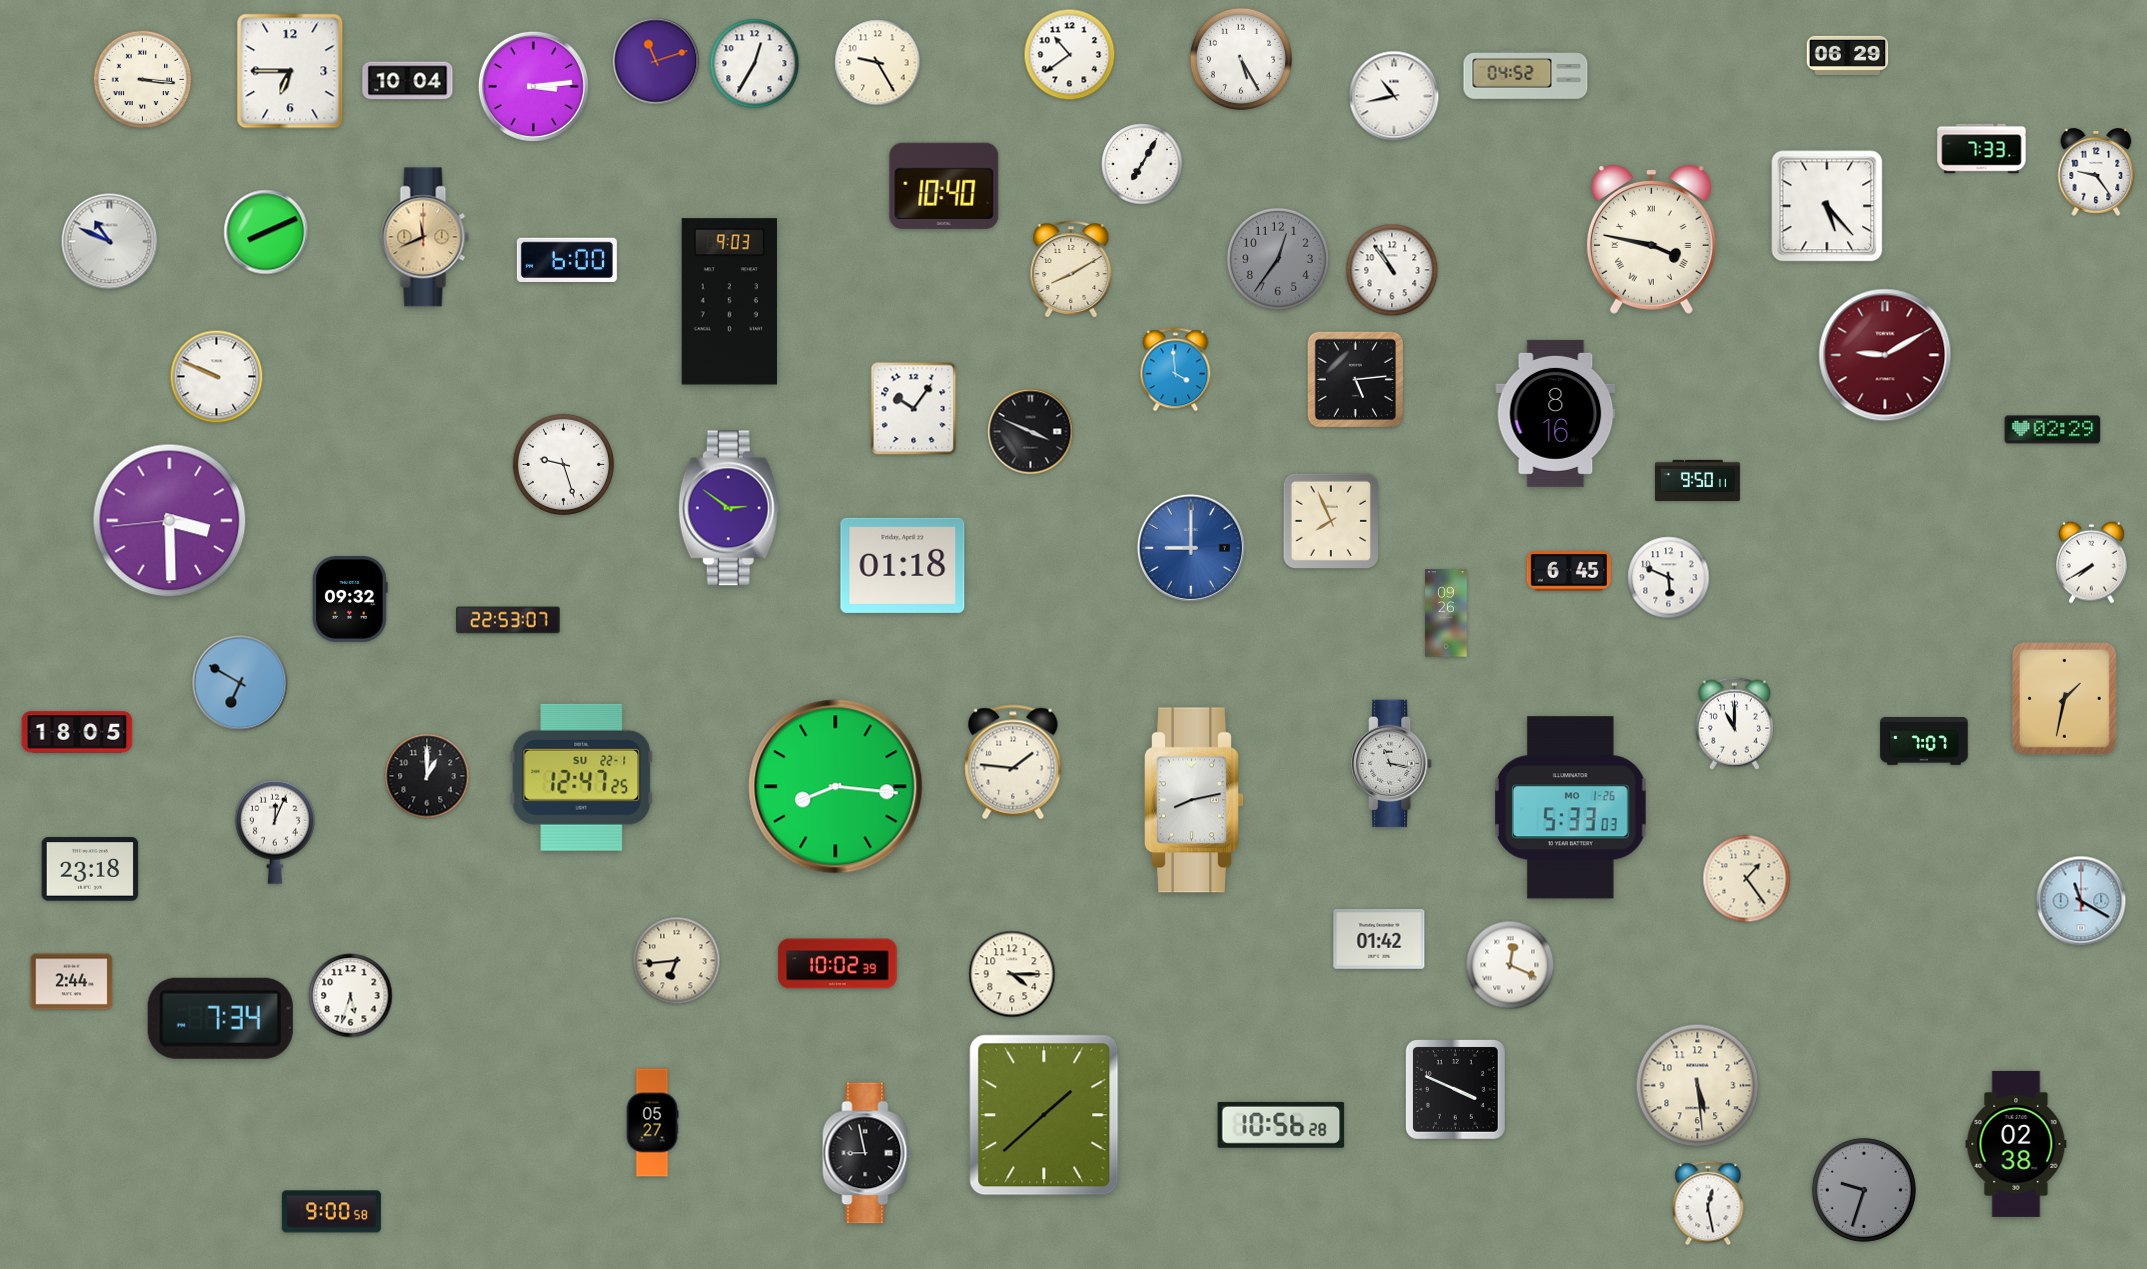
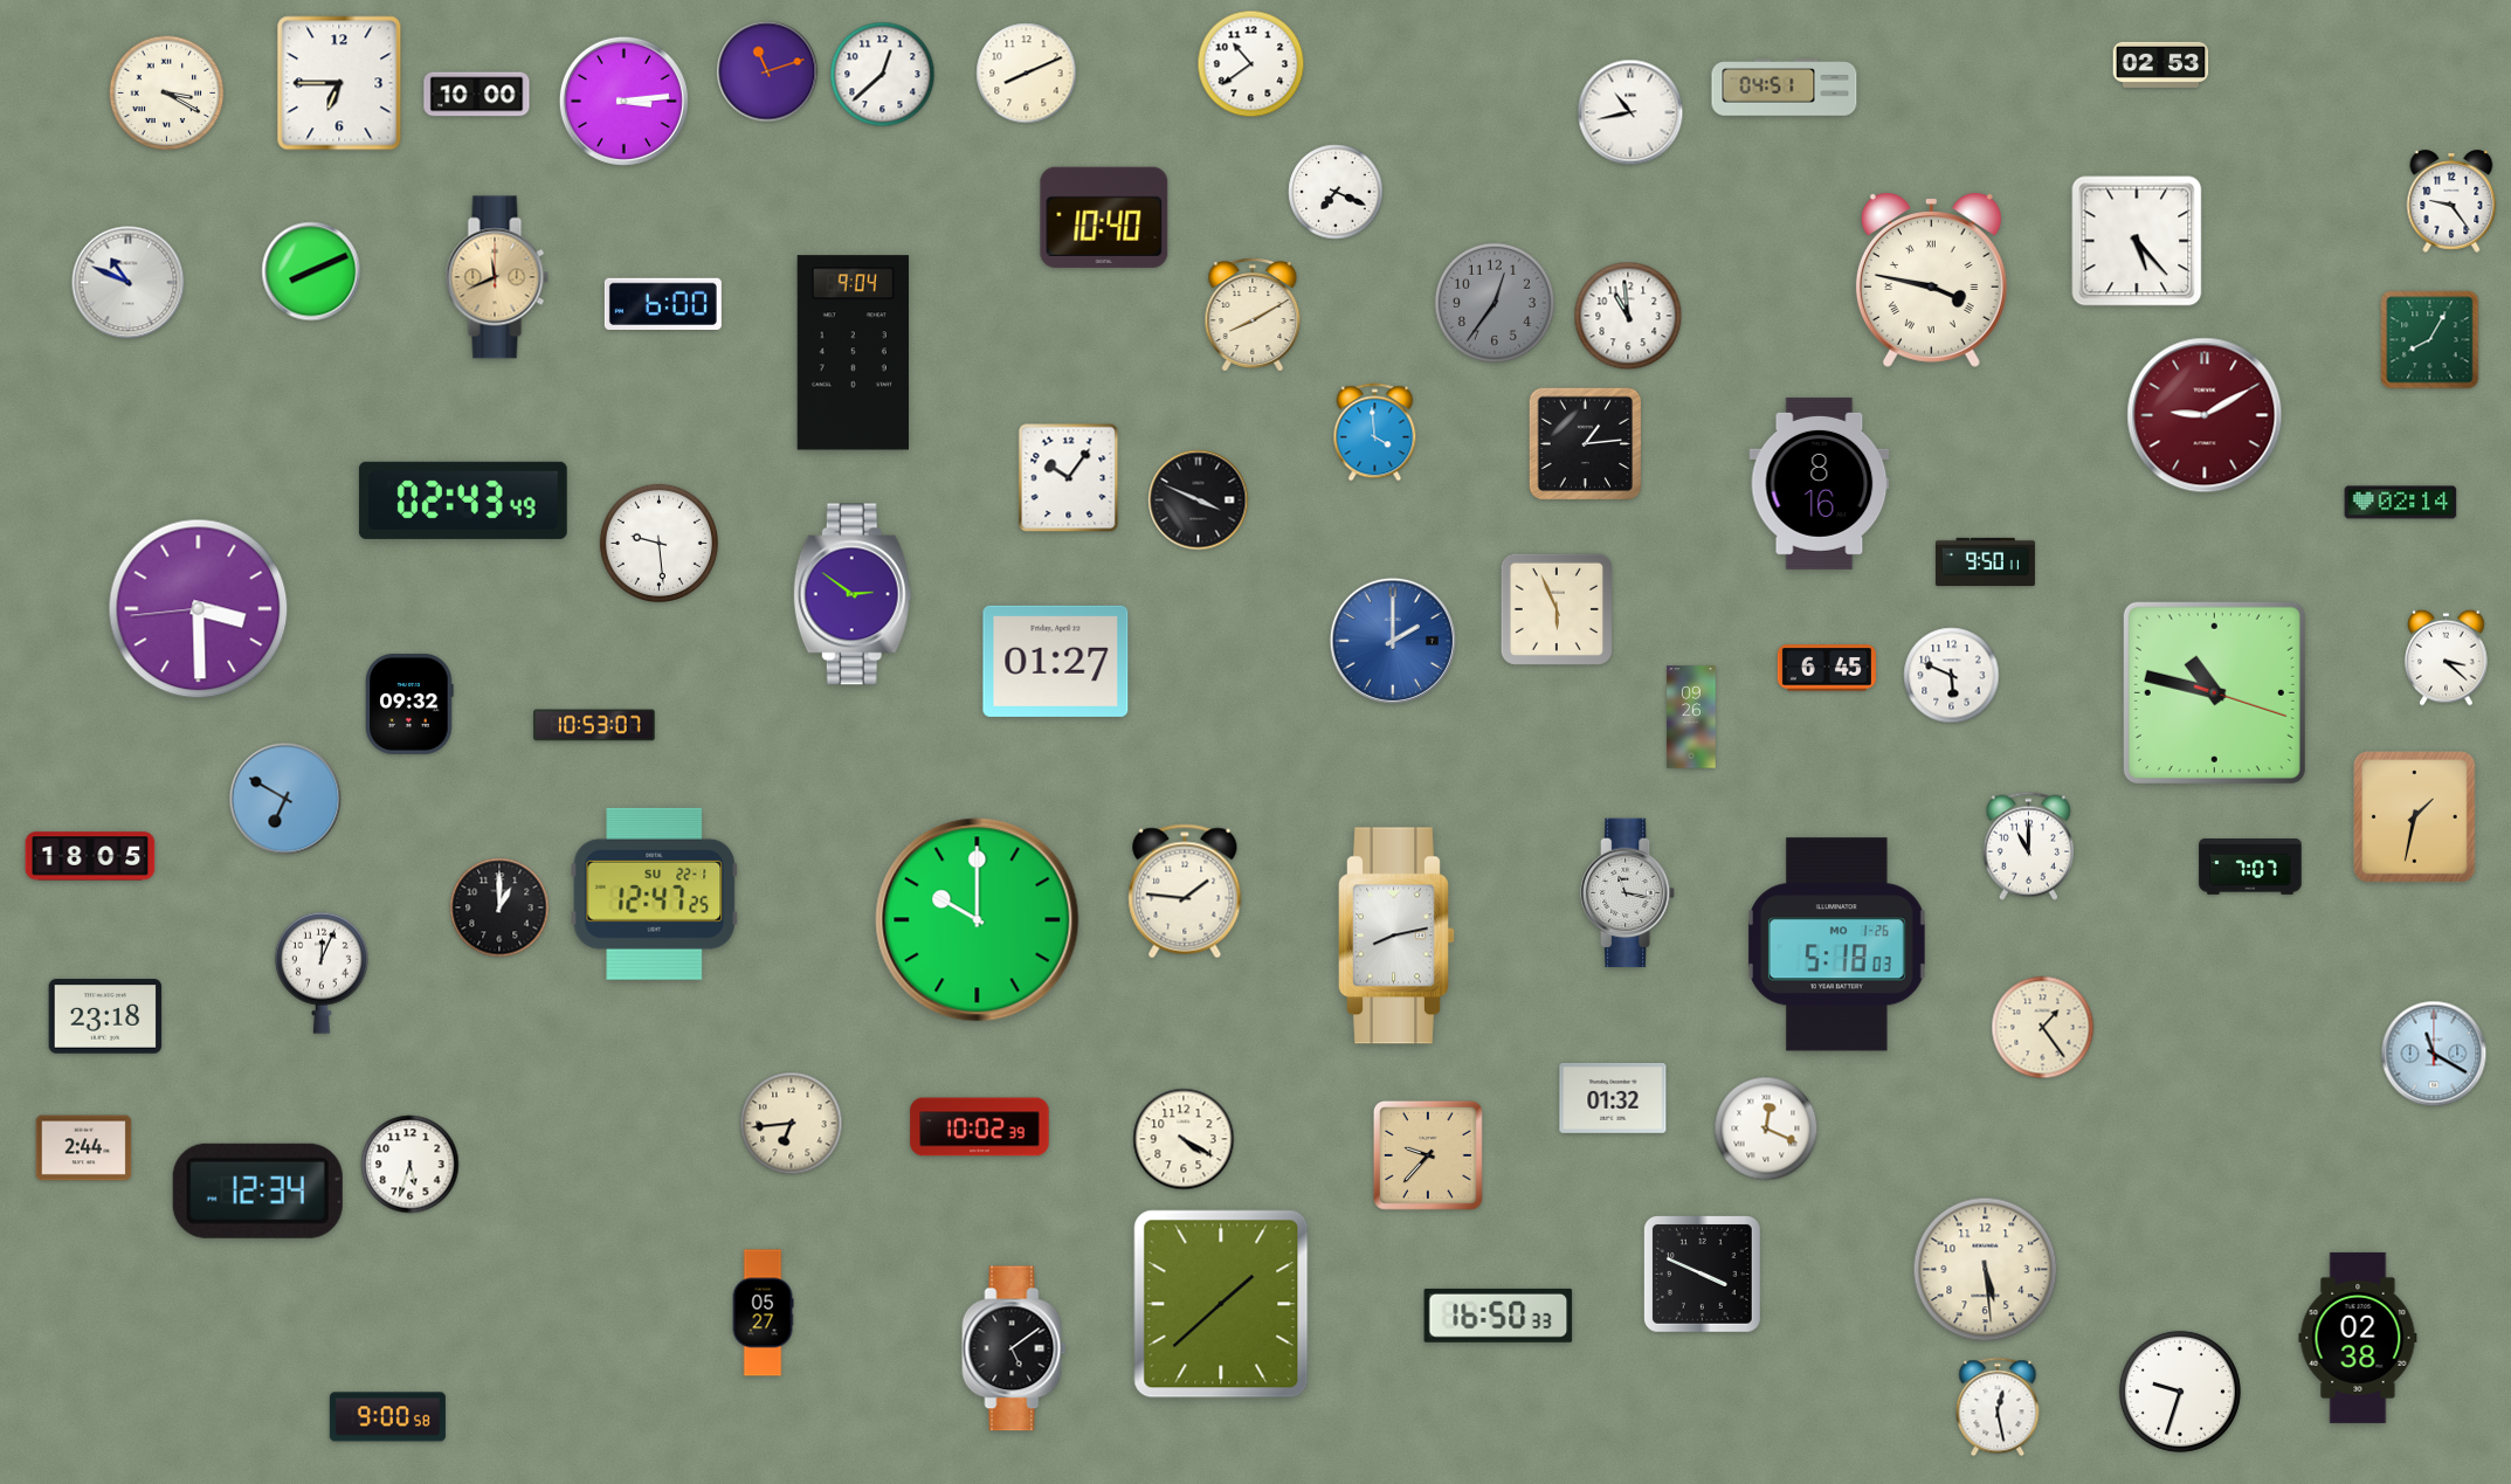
clock at (1848, 55): 06:29 -> 02:53
clock at (1241, 59): 5:25 -> none
clock at (878, 63): 9:25 -> 8:11
clock at (755, 64): 12:35 -> 12:38
clock at (1526, 75): 04:52 -> 04:51
clock at (143, 80): 3:16 -> 3:20
clock at (408, 81): 10:04 -> 10:00
clock at (1982, 149): 7:33 -> none
clock at (1142, 164): 7:05 -> 7:19
clock at (1392, 270): 10:54 -> 10:59
clock at (2430, 340): none -> 8:05
clock at (729, 302): 9:03 -> 9:04
clock at (217, 377): 9:49 -> none
clock at (1356, 380): 5:14 -> 1:14
clock at (463, 501): none -> 02:43
clock at (2053, 430): 02:29 -> 02:14
clock at (1031, 432) position: (1031, 432) -> (1199, 501)
clock at (563, 464): 9:27 -> 9:29
clock at (1330, 520): 7:56 -> 5:56
clock at (1191, 548): 9:00 -> 2:00
clock at (2092, 562): 7:40 -> 3:22
clock at (903, 565): 01:18 -> 01:27
clock at (1569, 571) position: (1569, 571) -> (1827, 668)
clock at (2214, 692): none -> 10:47
clock at (350, 600) position: (350, 600) -> (409, 705)
clock at (508, 620): 22:53 -> 10:53
clock at (240, 683) position: (240, 683) -> (285, 799)
clock at (582, 777) position: (582, 777) -> (655, 893)
clock at (836, 787): 8:16 -> 10:00
clock at (1570, 808): 5:33 -> 5:18
clock at (1379, 939): 01:42 -> 01:32
clock at (1012, 974): 4:15 -> 4:20
clock at (1428, 1155): none -> 9:37
clock at (220, 1018): 7:34 -> 12:34
clock at (1281, 1125): 10:56 -> 16:50
clock at (867, 1153): 8:58 -> 5:09
clock at (1864, 1190) dial: grey -> white
